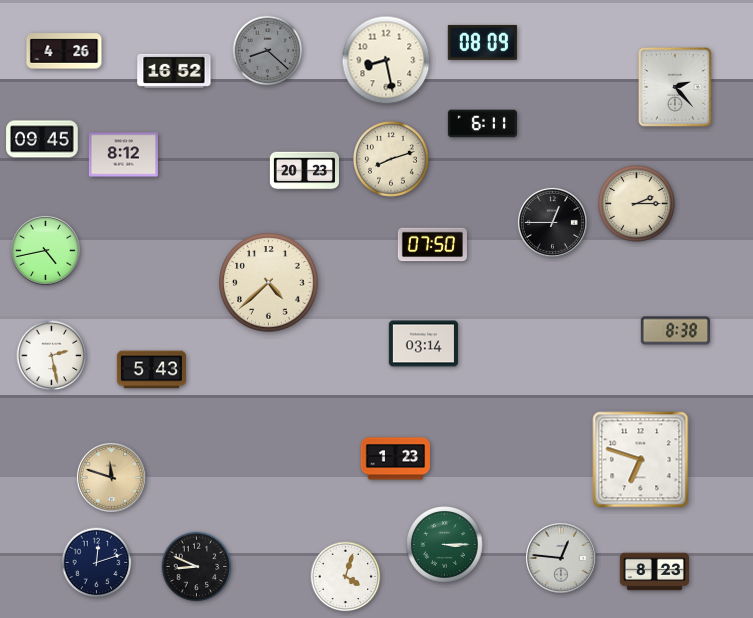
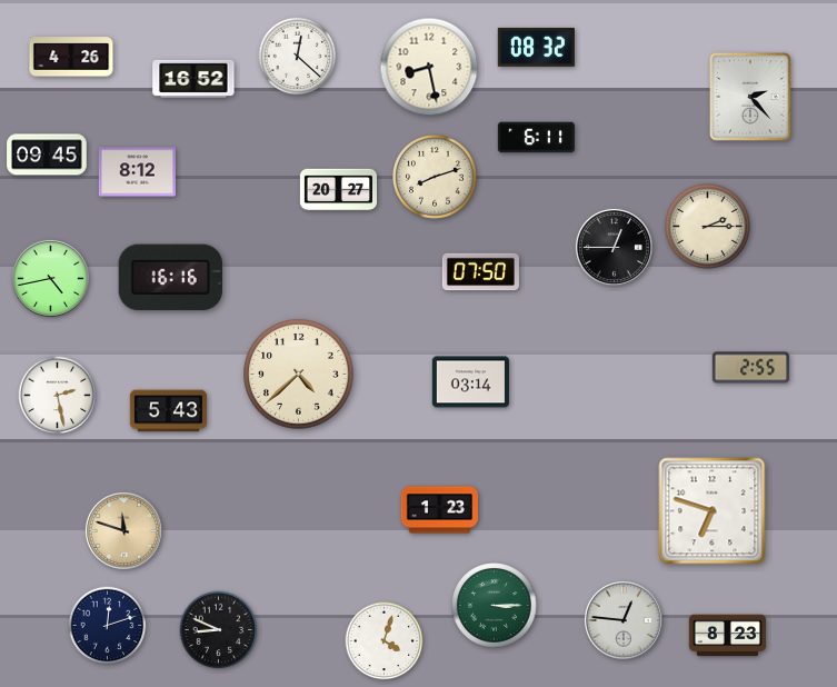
clock at (482, 42): 08:09 -> 08:32
clock at (268, 51): 8:22 -> 12:22
clock at (268, 51) dial: grey -> white
clock at (304, 171): 20:23 -> 20:27
clock at (170, 278): none -> 16:16
clock at (269, 283) position: (269, 283) -> (299, 375)
clock at (675, 331): 8:38 -> 2:55
